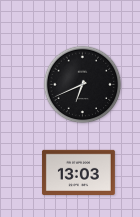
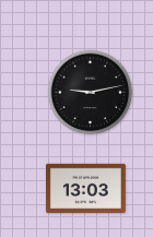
clock at (83, 85): 6:41 -> 9:13
